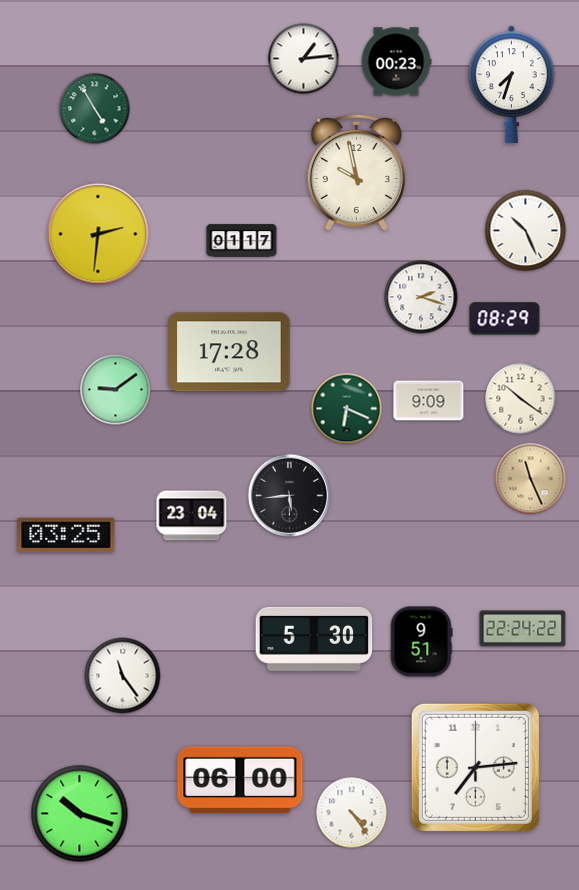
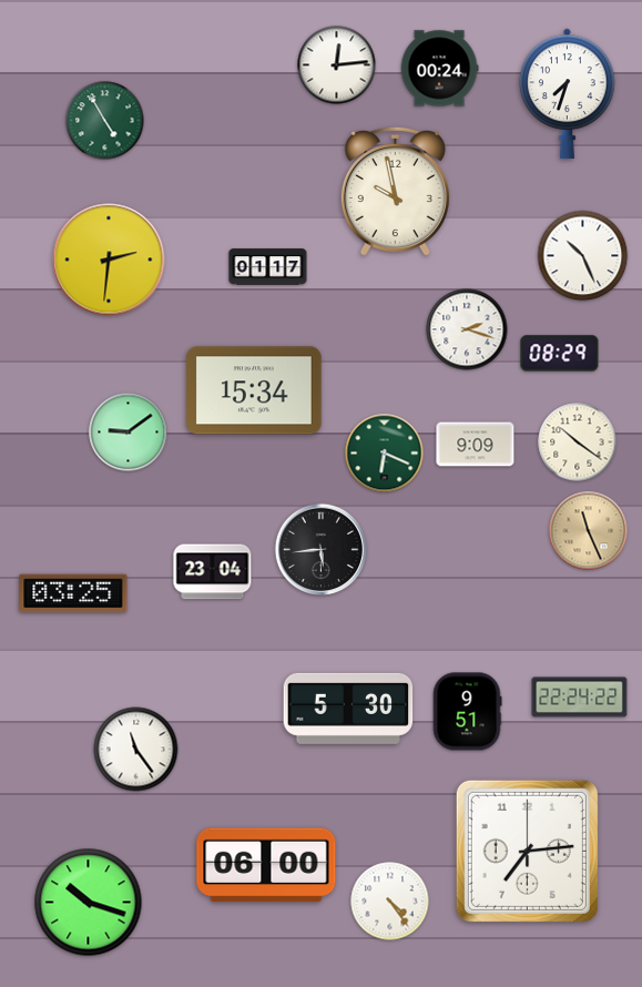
clock at (304, 59): 1:14 -> 12:14
clock at (396, 62): 00:23 -> 00:24
clock at (229, 352): 17:28 -> 15:34
